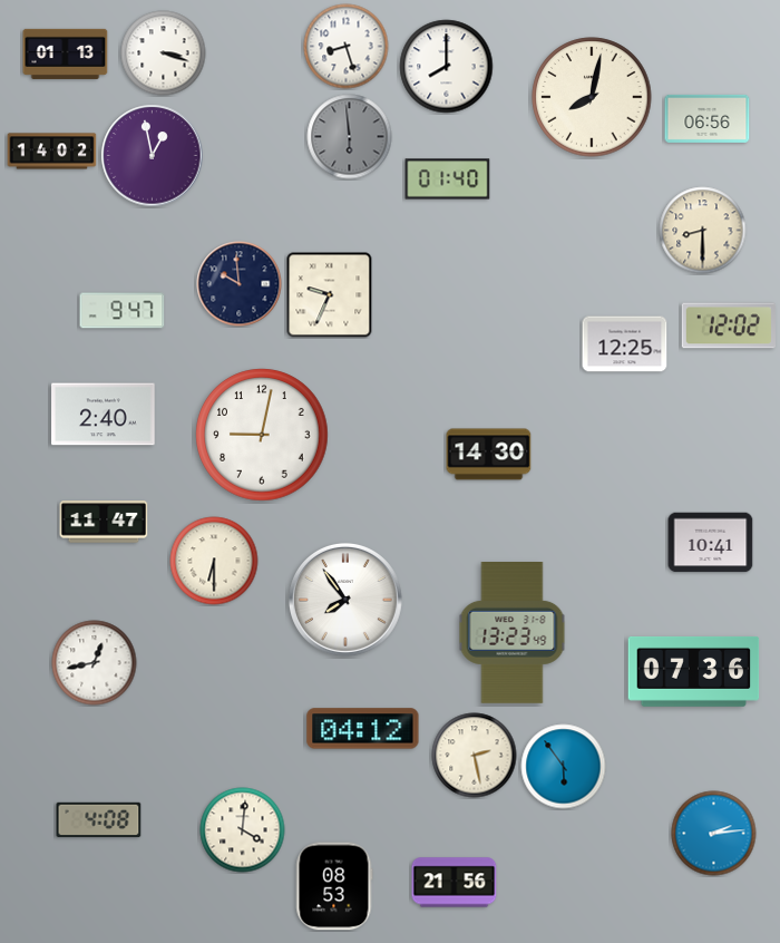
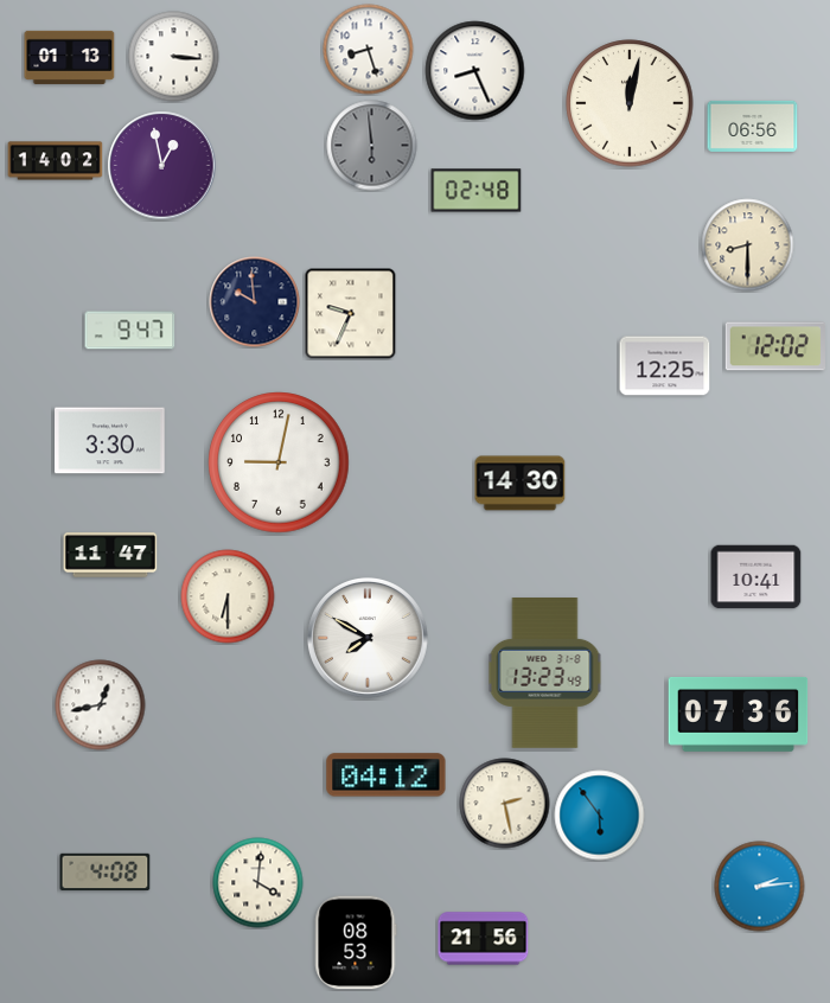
clock at (164, 54): 3:18 -> 3:16
clock at (447, 67): 8:00 -> 8:26
clock at (592, 97): 8:02 -> 12:02
clock at (448, 179): 01:40 -> 02:48
clock at (104, 415): 2:40 -> 3:30
clock at (345, 600): 7:54 -> 7:50
